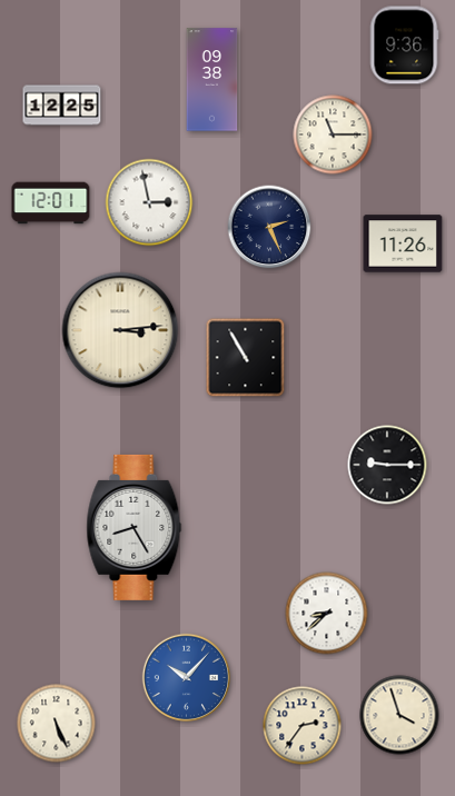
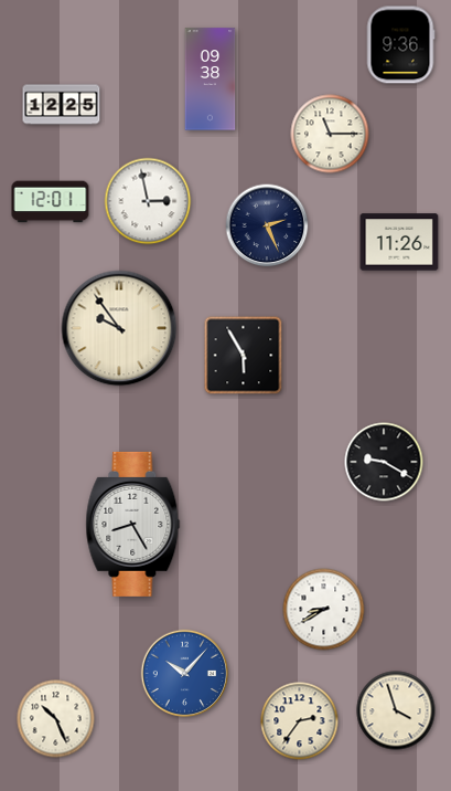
clock at (120, 330): 3:14 -> 9:54
clock at (246, 358): 10:55 -> 5:55
clock at (387, 465): 9:15 -> 9:20
clock at (327, 614): 8:38 -> 8:40
clock at (57, 724): 5:26 -> 10:26
